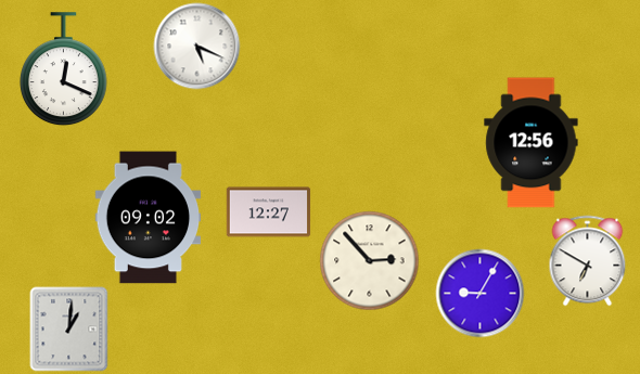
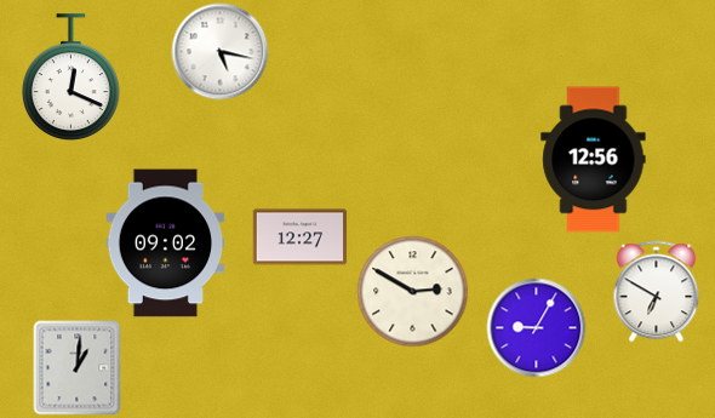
clock at (196, 46): 5:19 -> 5:17
clock at (369, 260): 2:53 -> 2:50
